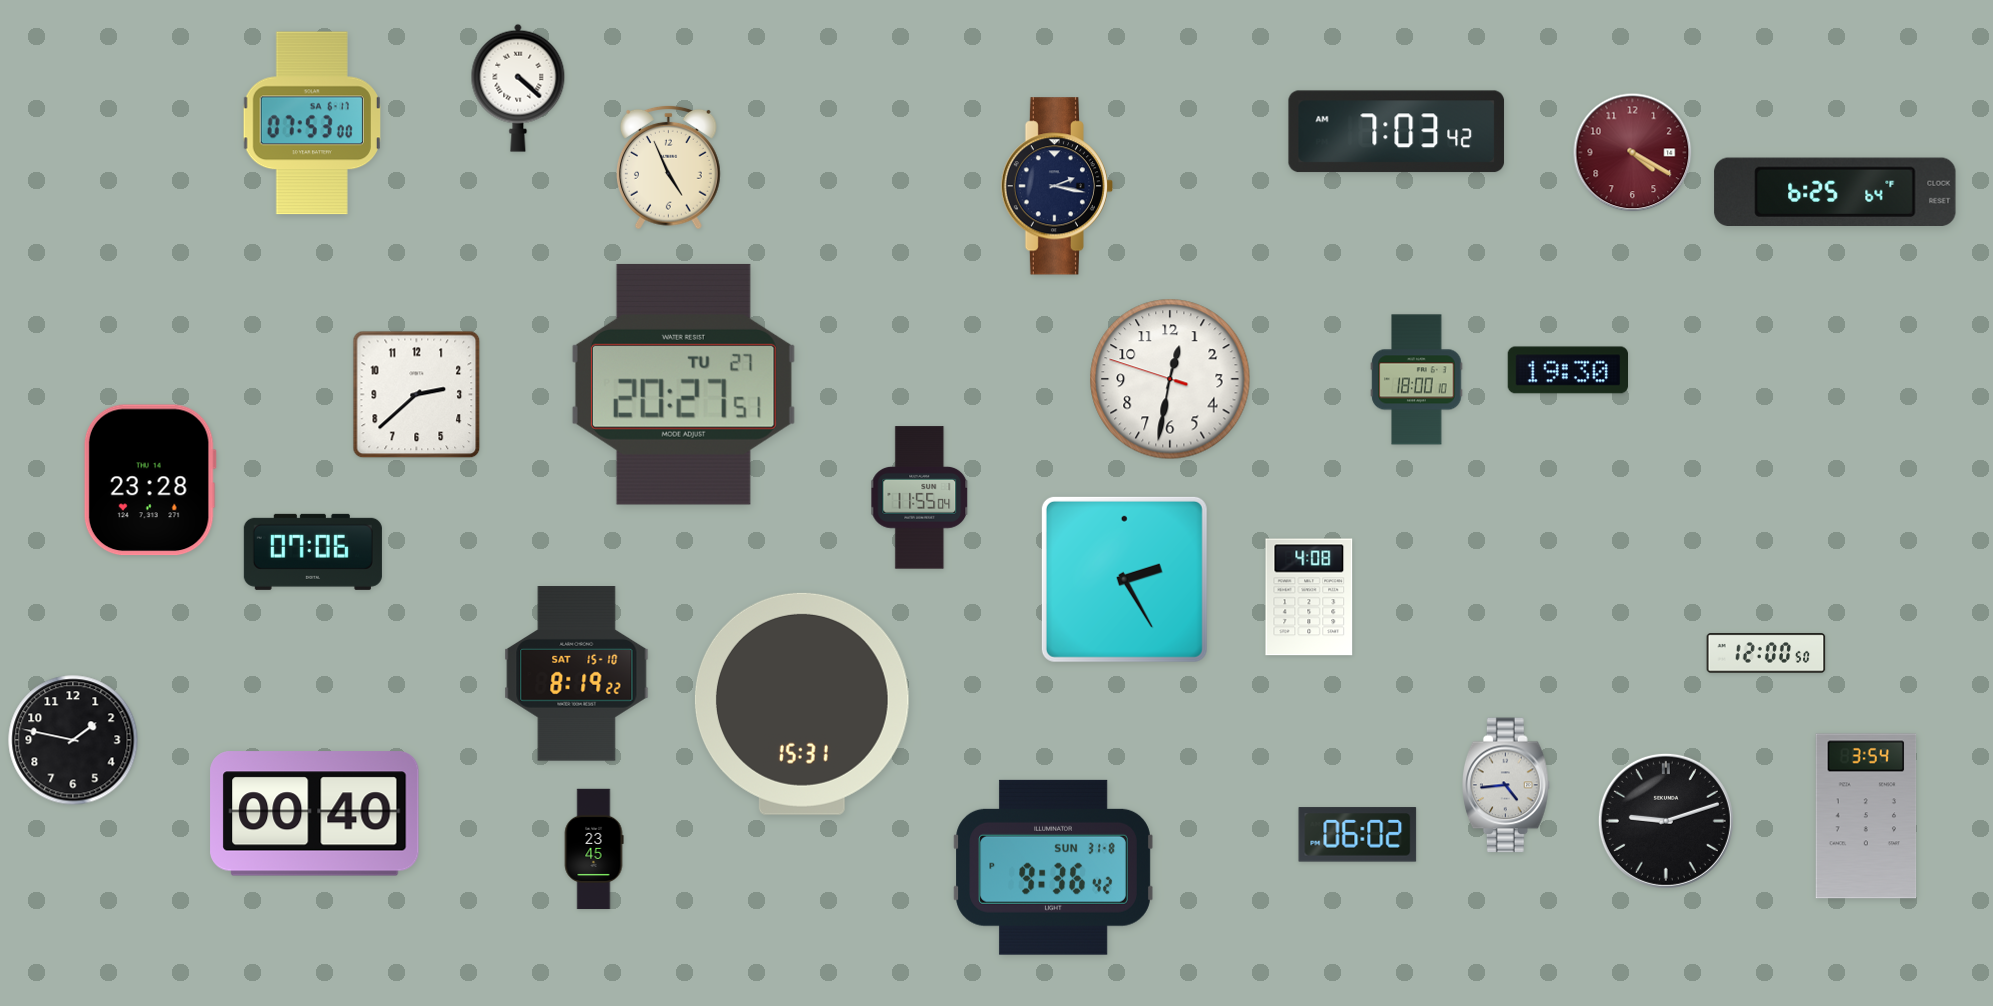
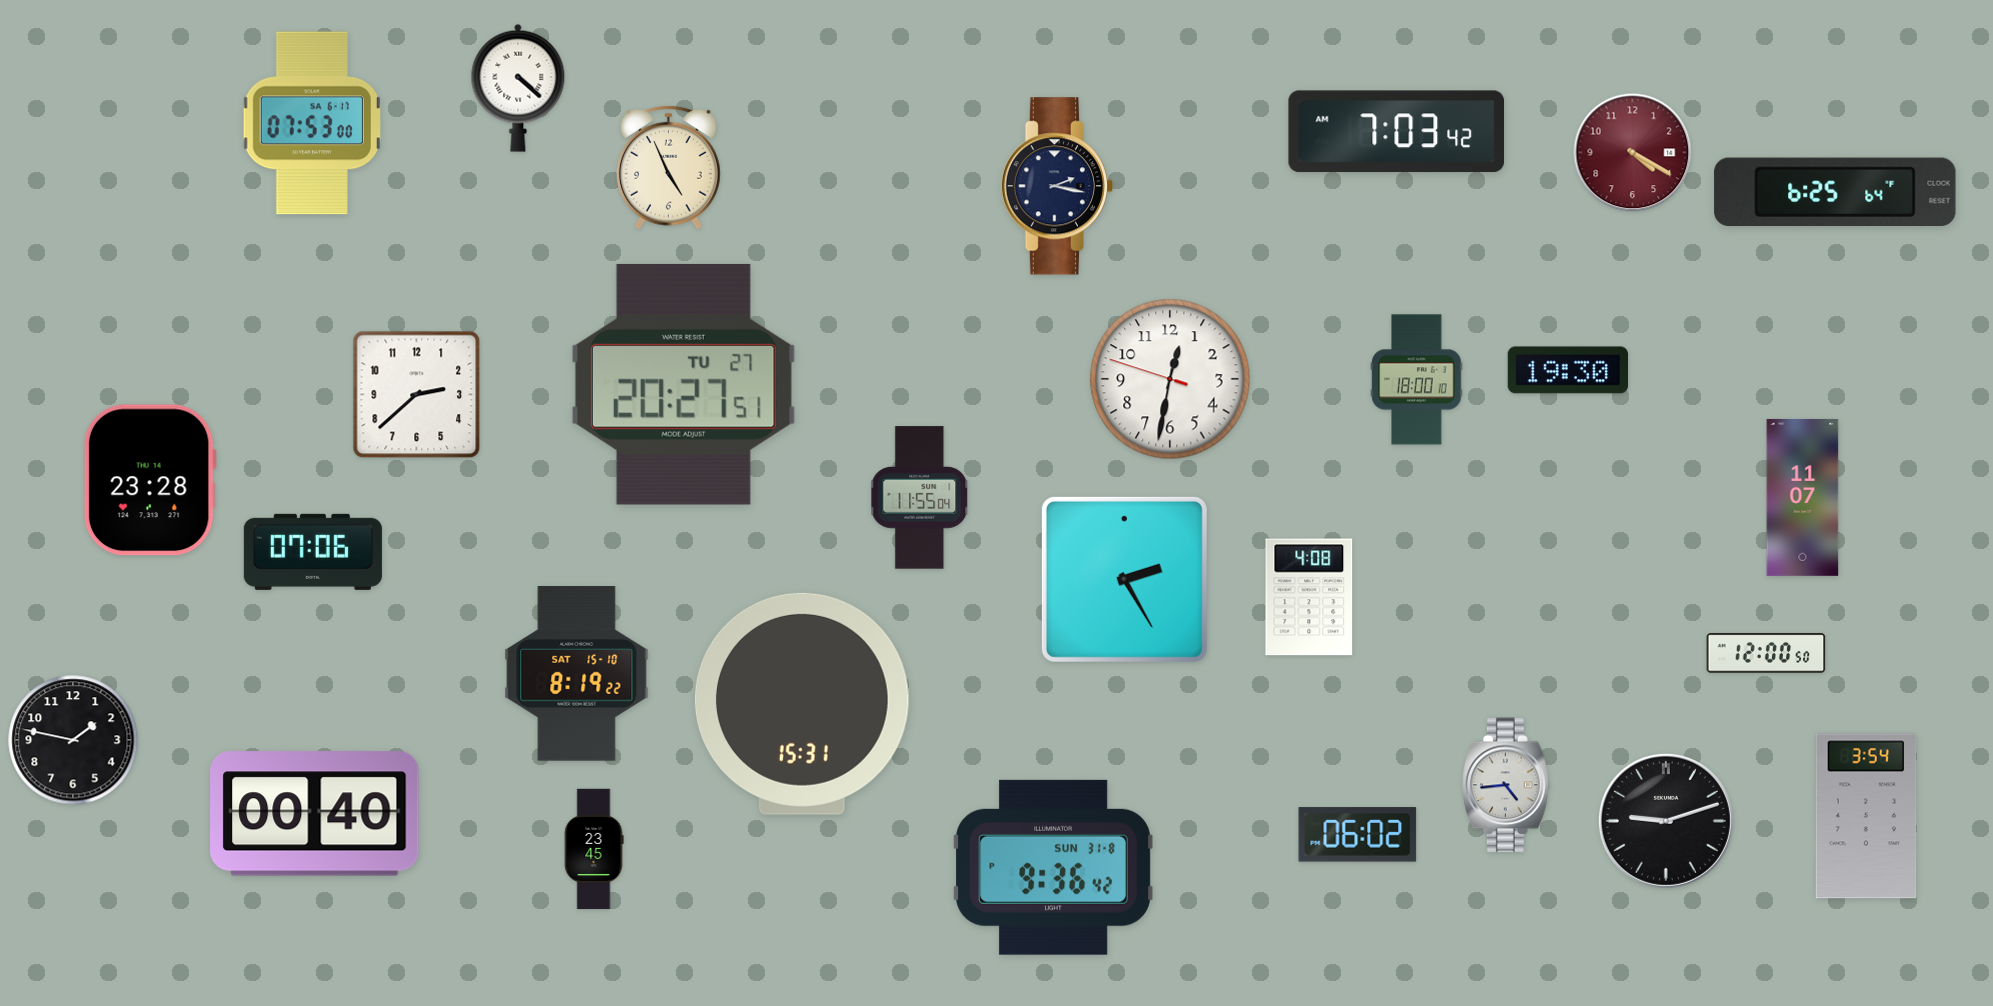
clock at (1803, 498): none -> 11:07
